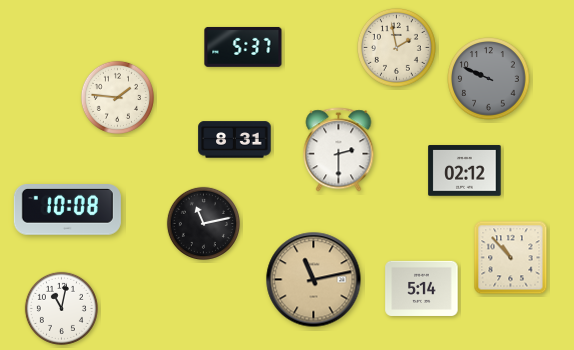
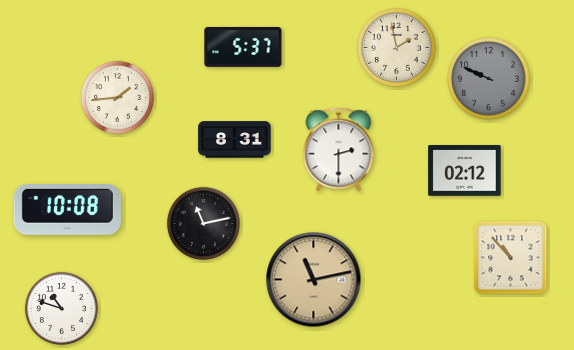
clock at (117, 97): 1:46 -> 1:44
clock at (422, 288): 5:14 -> none
clock at (61, 308): 11:02 -> 10:48
